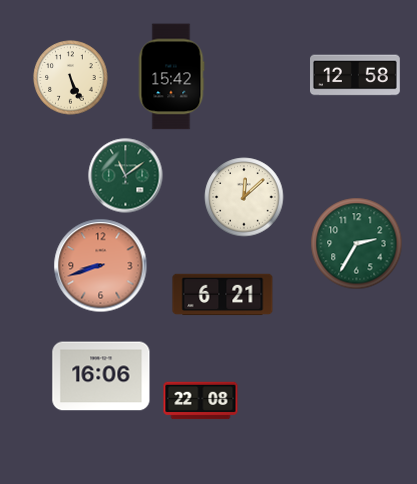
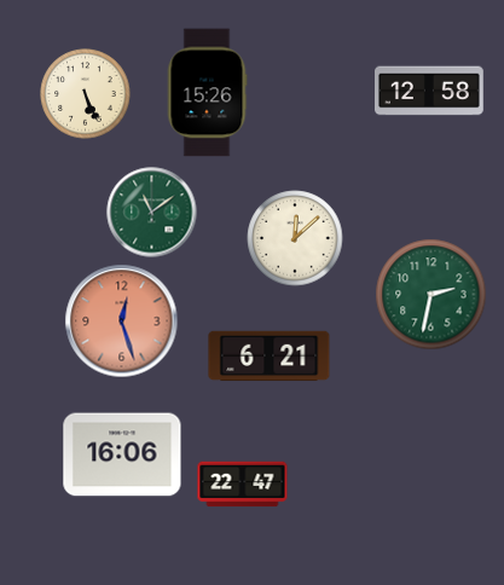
clock at (171, 77): 15:42 -> 15:26
clock at (357, 244): 2:35 -> 2:32
clock at (101, 266): 8:42 -> 12:27
clock at (201, 401): 22:08 -> 22:47
